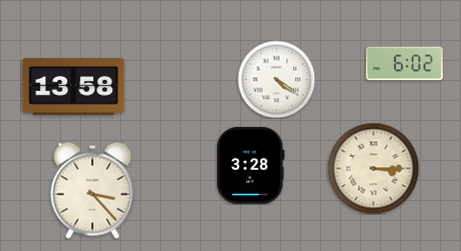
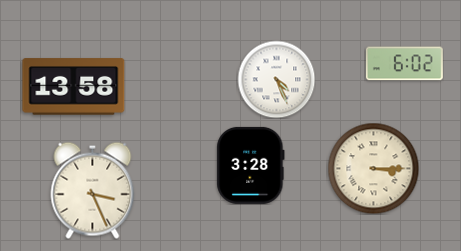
clock at (276, 79): 4:21 -> 4:26
clock at (93, 190): 3:23 -> 3:26
